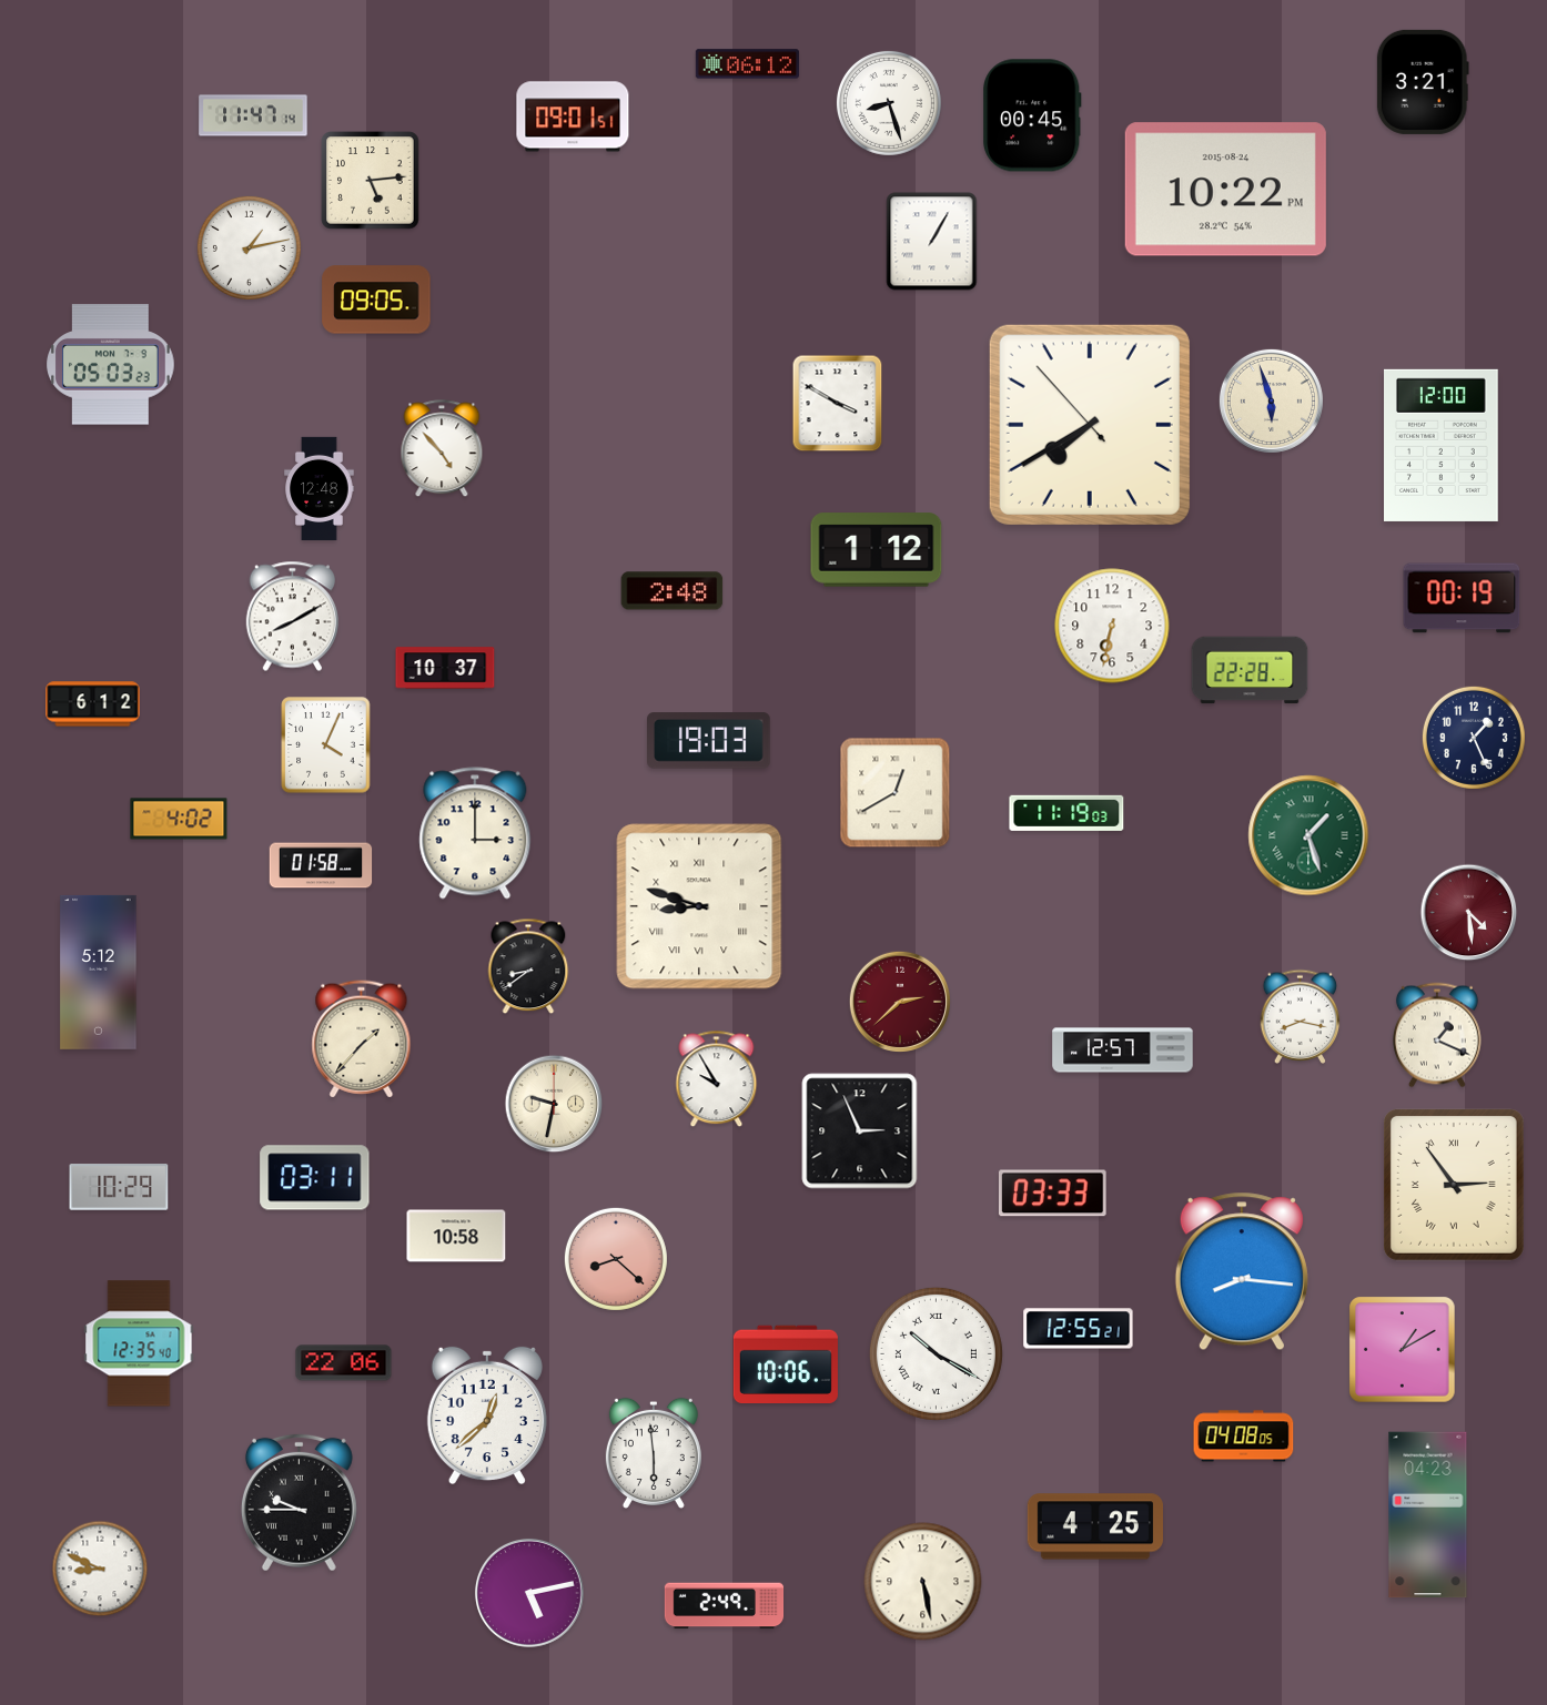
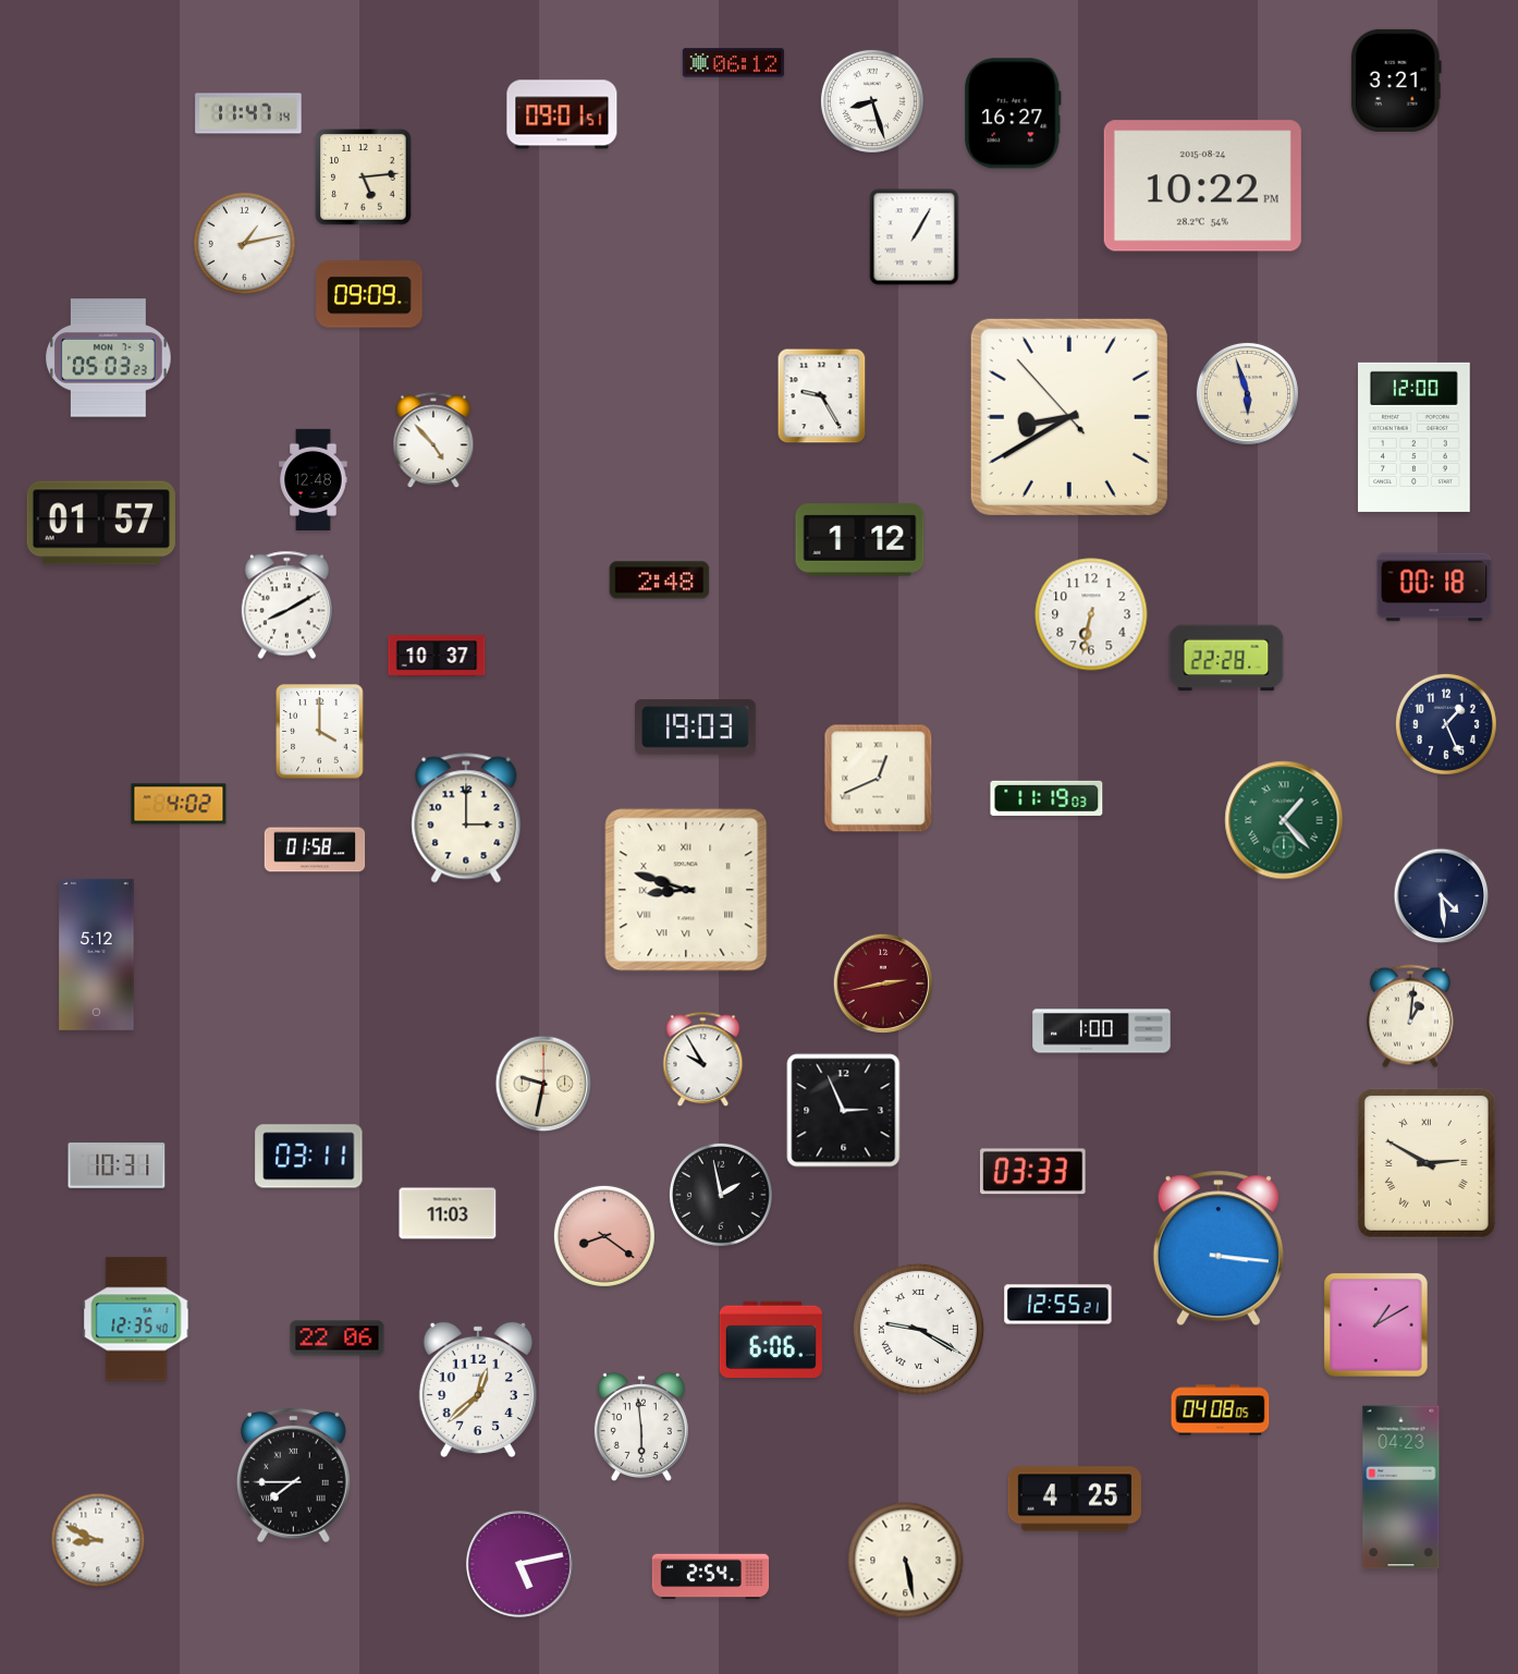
clock at (1032, 115): 00:45 -> 16:27
clock at (376, 300): 09:05 -> 09:09
clock at (838, 404): 3:50 -> 9:25
clock at (1090, 425): 7:39 -> 8:39
clock at (101, 523): none -> 01:57
clock at (1462, 598): 00:19 -> 00:18
clock at (93, 704): 6:12 -> none
clock at (326, 745): 4:04 -> 4:00
clock at (896, 793): 12:40 -> 12:41
clock at (179, 819) position: (179, 819) -> (179, 804)
clock at (1308, 835): 1:27 -> 1:23
clock at (1469, 913) dial: burgundy -> navy
clock at (528, 966): 8:39 -> none
clock at (899, 1001): 2:38 -> 2:43
clock at (1301, 1016): 8:17 -> none
clock at (1437, 1035): 1:19 -> 1:01
clock at (362, 1039): 1:37 -> none
clock at (1123, 1051): 12:57 -> 1:00
clock at (1454, 1185): 2:54 -> 2:50
clock at (119, 1187): 10:29 -> 10:31
clock at (721, 1195): none -> 1:58
clock at (456, 1236): 10:58 -> 11:03
clock at (616, 1259): 8:22 -> 8:21
clock at (1242, 1271): 8:16 -> 3:16
clock at (936, 1353): 10:20 -> 9:20
clock at (786, 1363): 10:06 -> 6:06
clock at (299, 1502): 9:45 -> 7:45
clock at (923, 1582) position: (923, 1582) -> (906, 1561)
clock at (725, 1606): 2:49 -> 2:54
